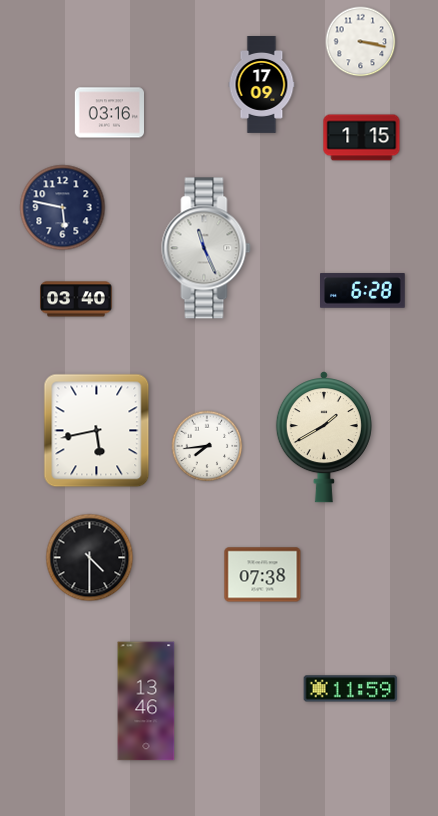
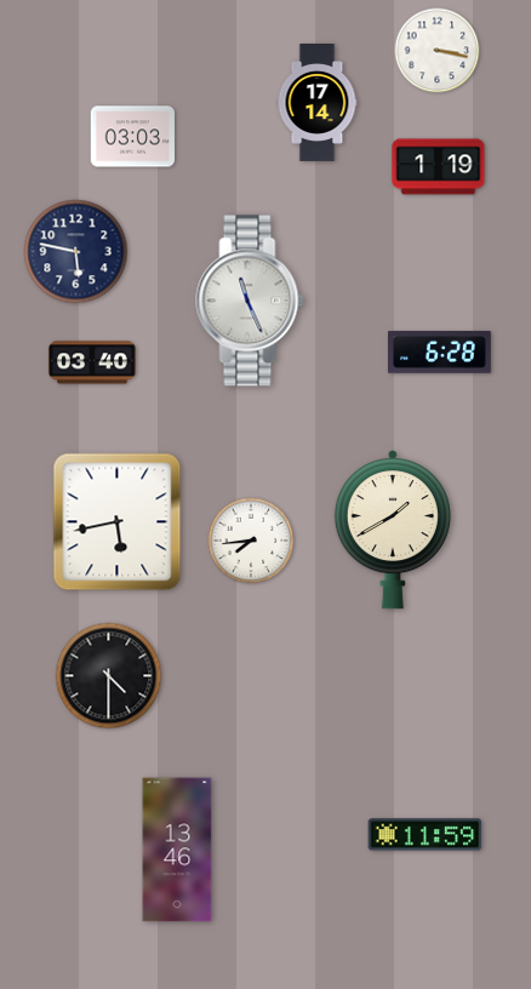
clock at (262, 85): 17:09 -> 17:14
clock at (110, 113): 03:16 -> 03:03
clock at (362, 138): 1:15 -> 1:19
clock at (263, 575): 07:38 -> none
